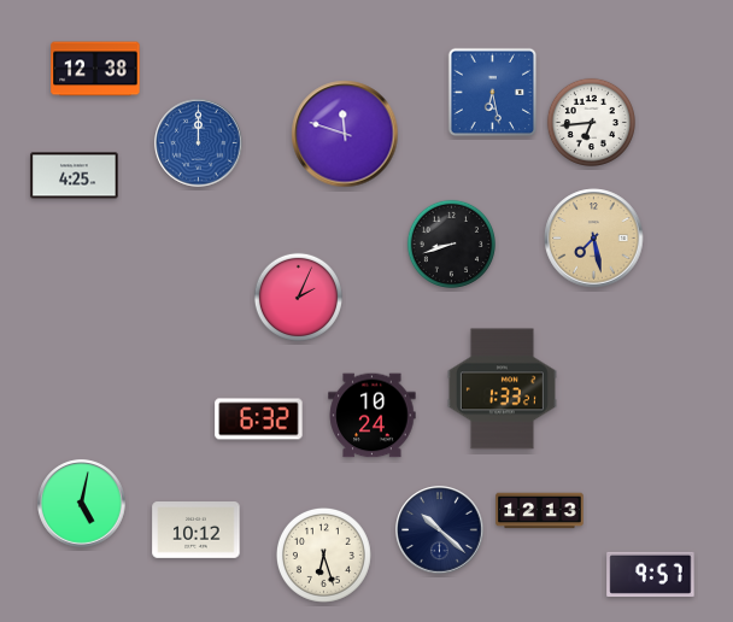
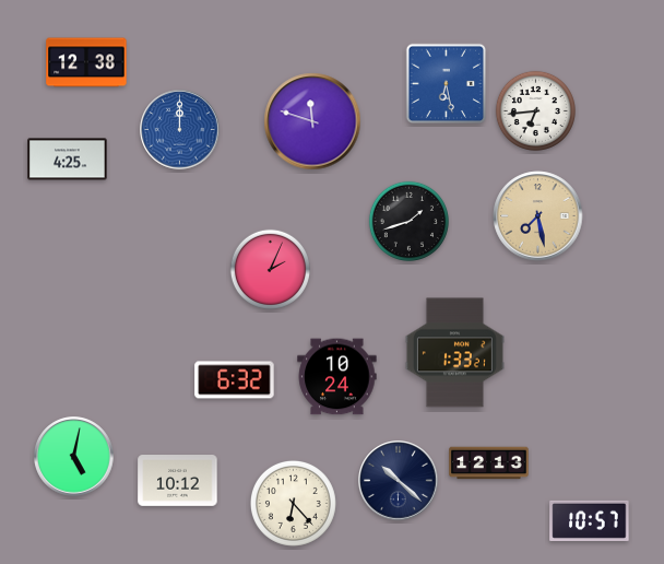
clock at (451, 243): 8:42 -> 1:42
clock at (323, 554): 6:27 -> 6:23
clock at (651, 574): 9:57 -> 10:57
